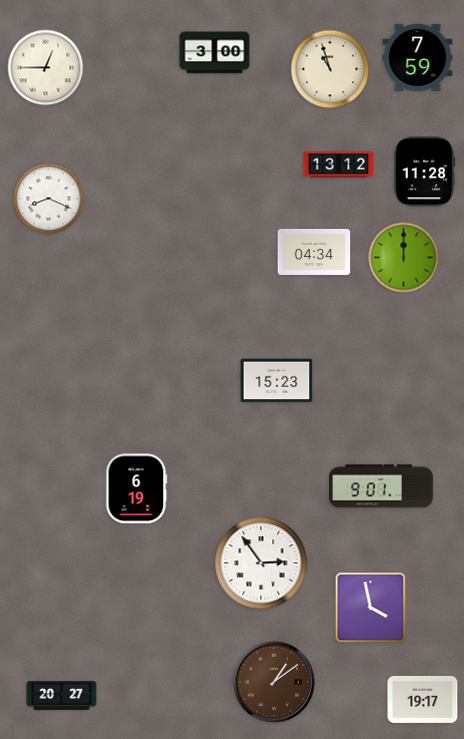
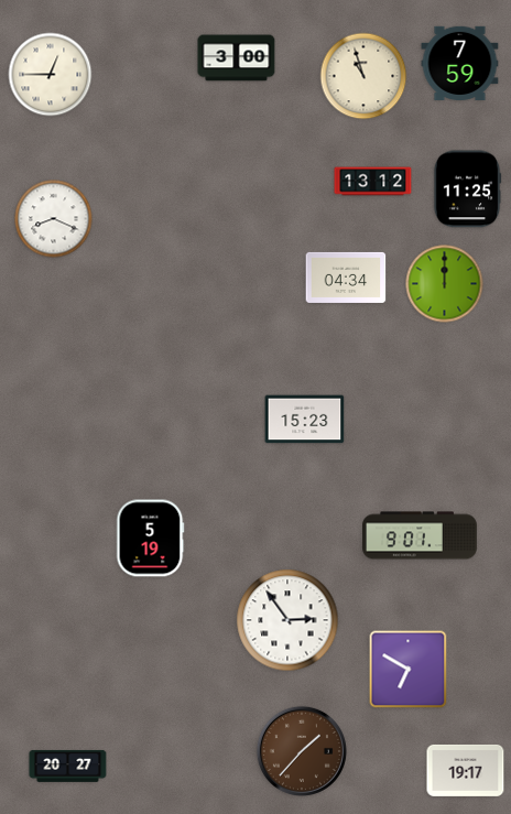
clock at (424, 172): 11:28 -> 11:25
clock at (136, 489): 6:19 -> 5:19
clock at (371, 608): 3:58 -> 6:50
clock at (274, 682): 1:09 -> 1:37
